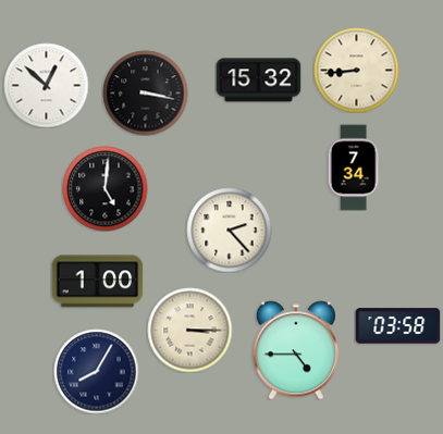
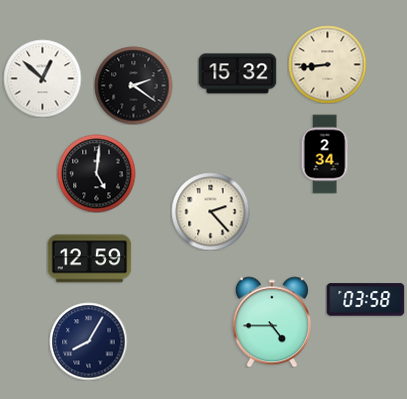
clock at (145, 92): 3:17 -> 2:21
clock at (354, 168): 7:34 -> 2:34
clock at (97, 282): 1:00 -> 12:59
clock at (189, 330): 3:15 -> none
